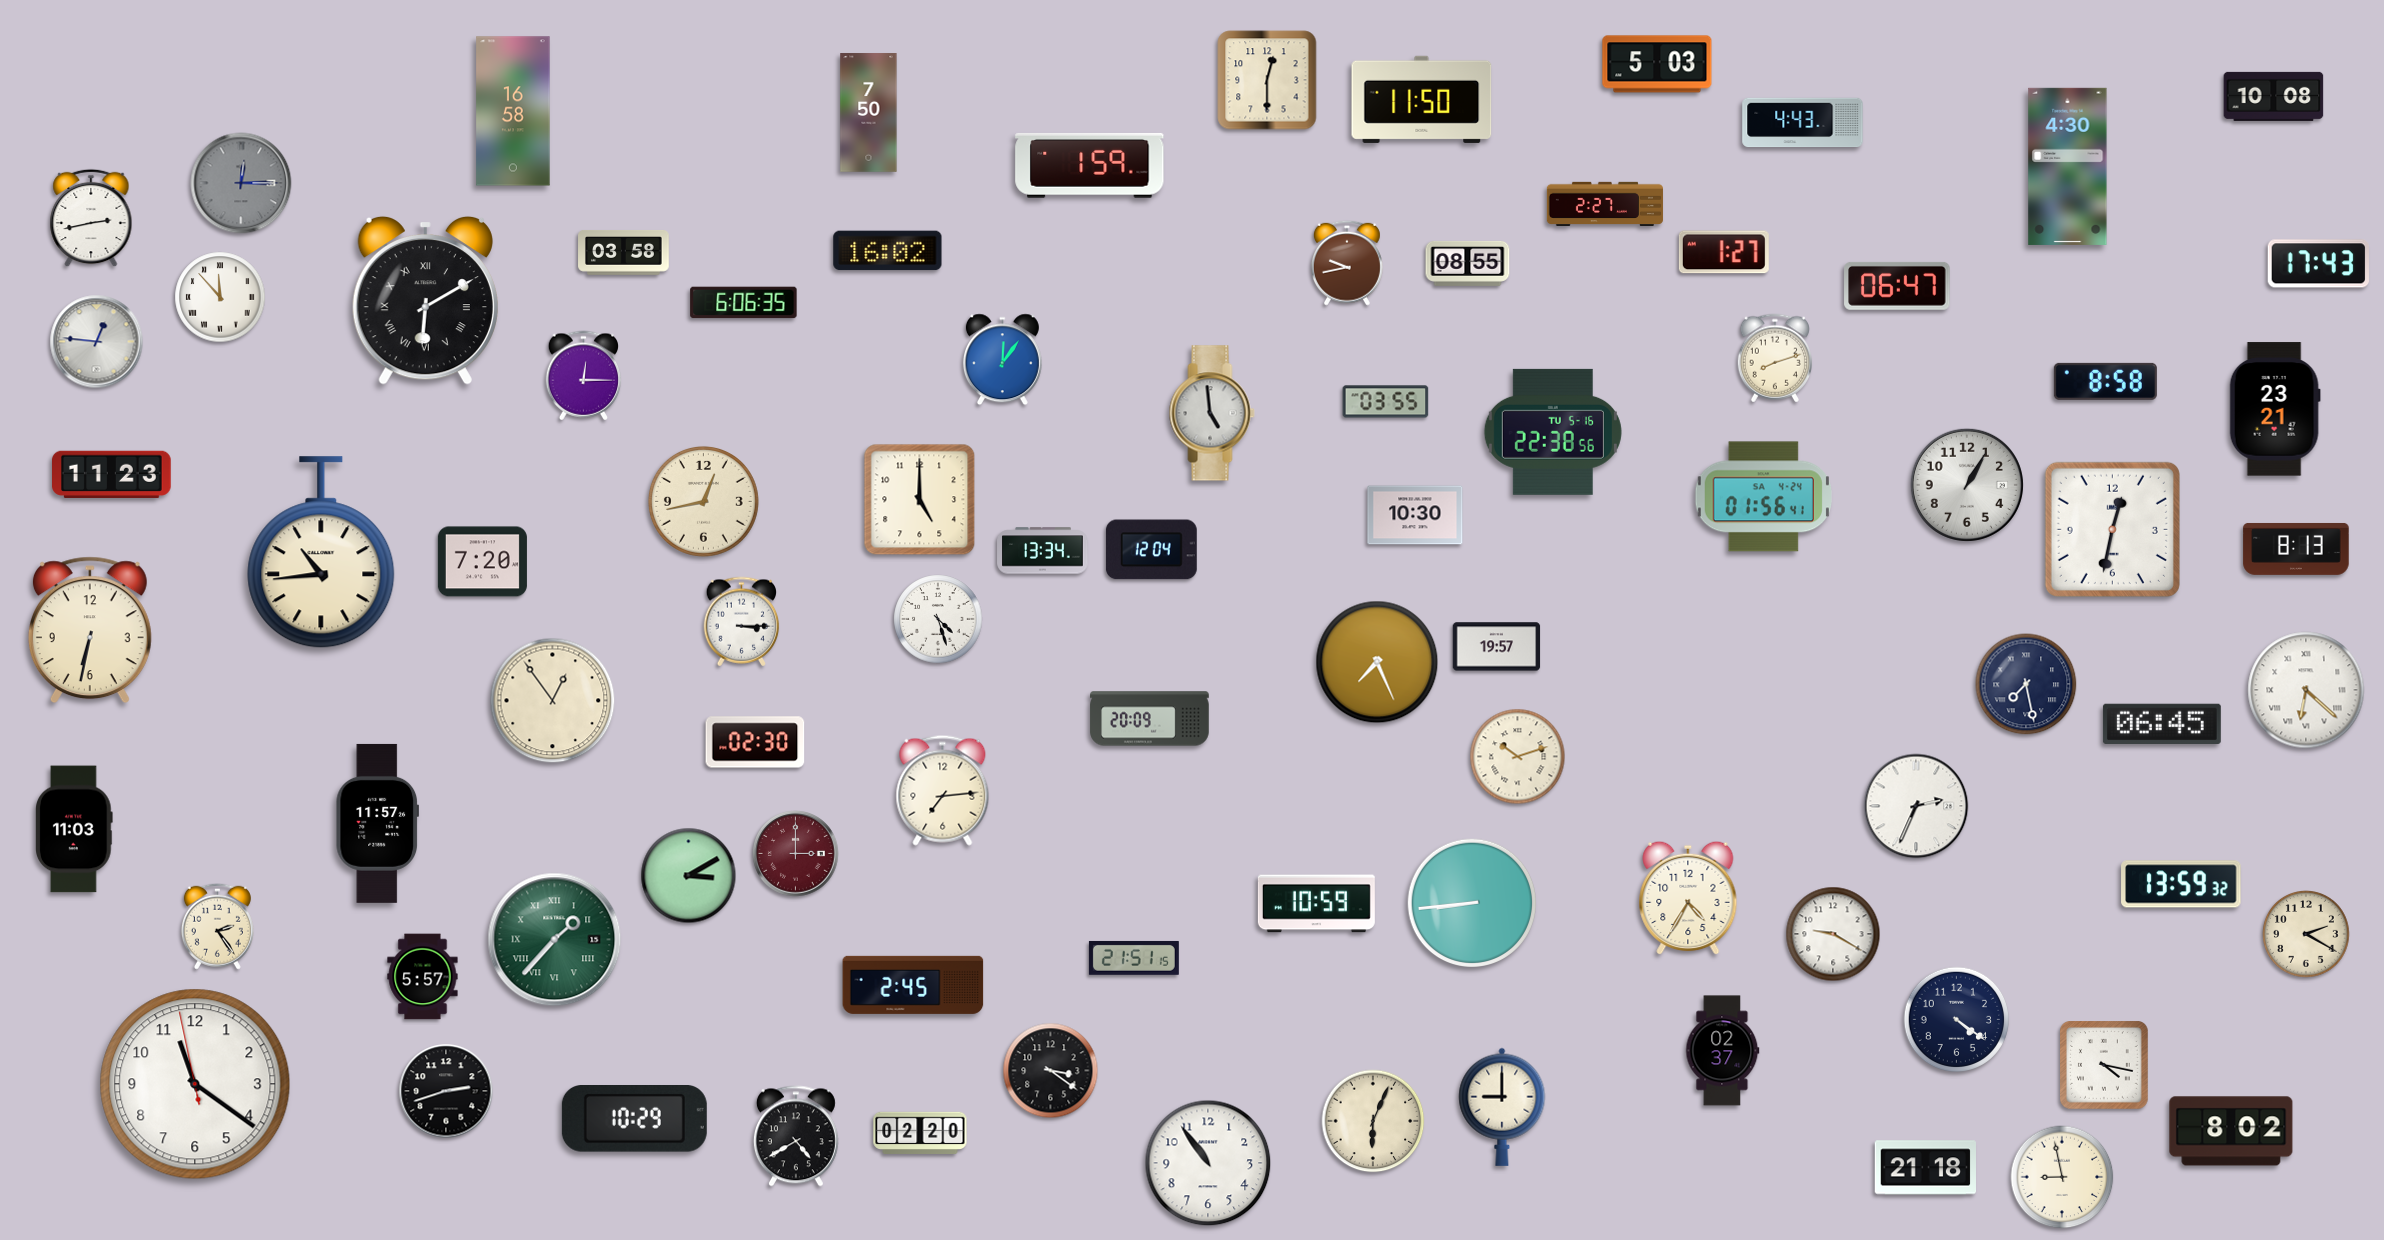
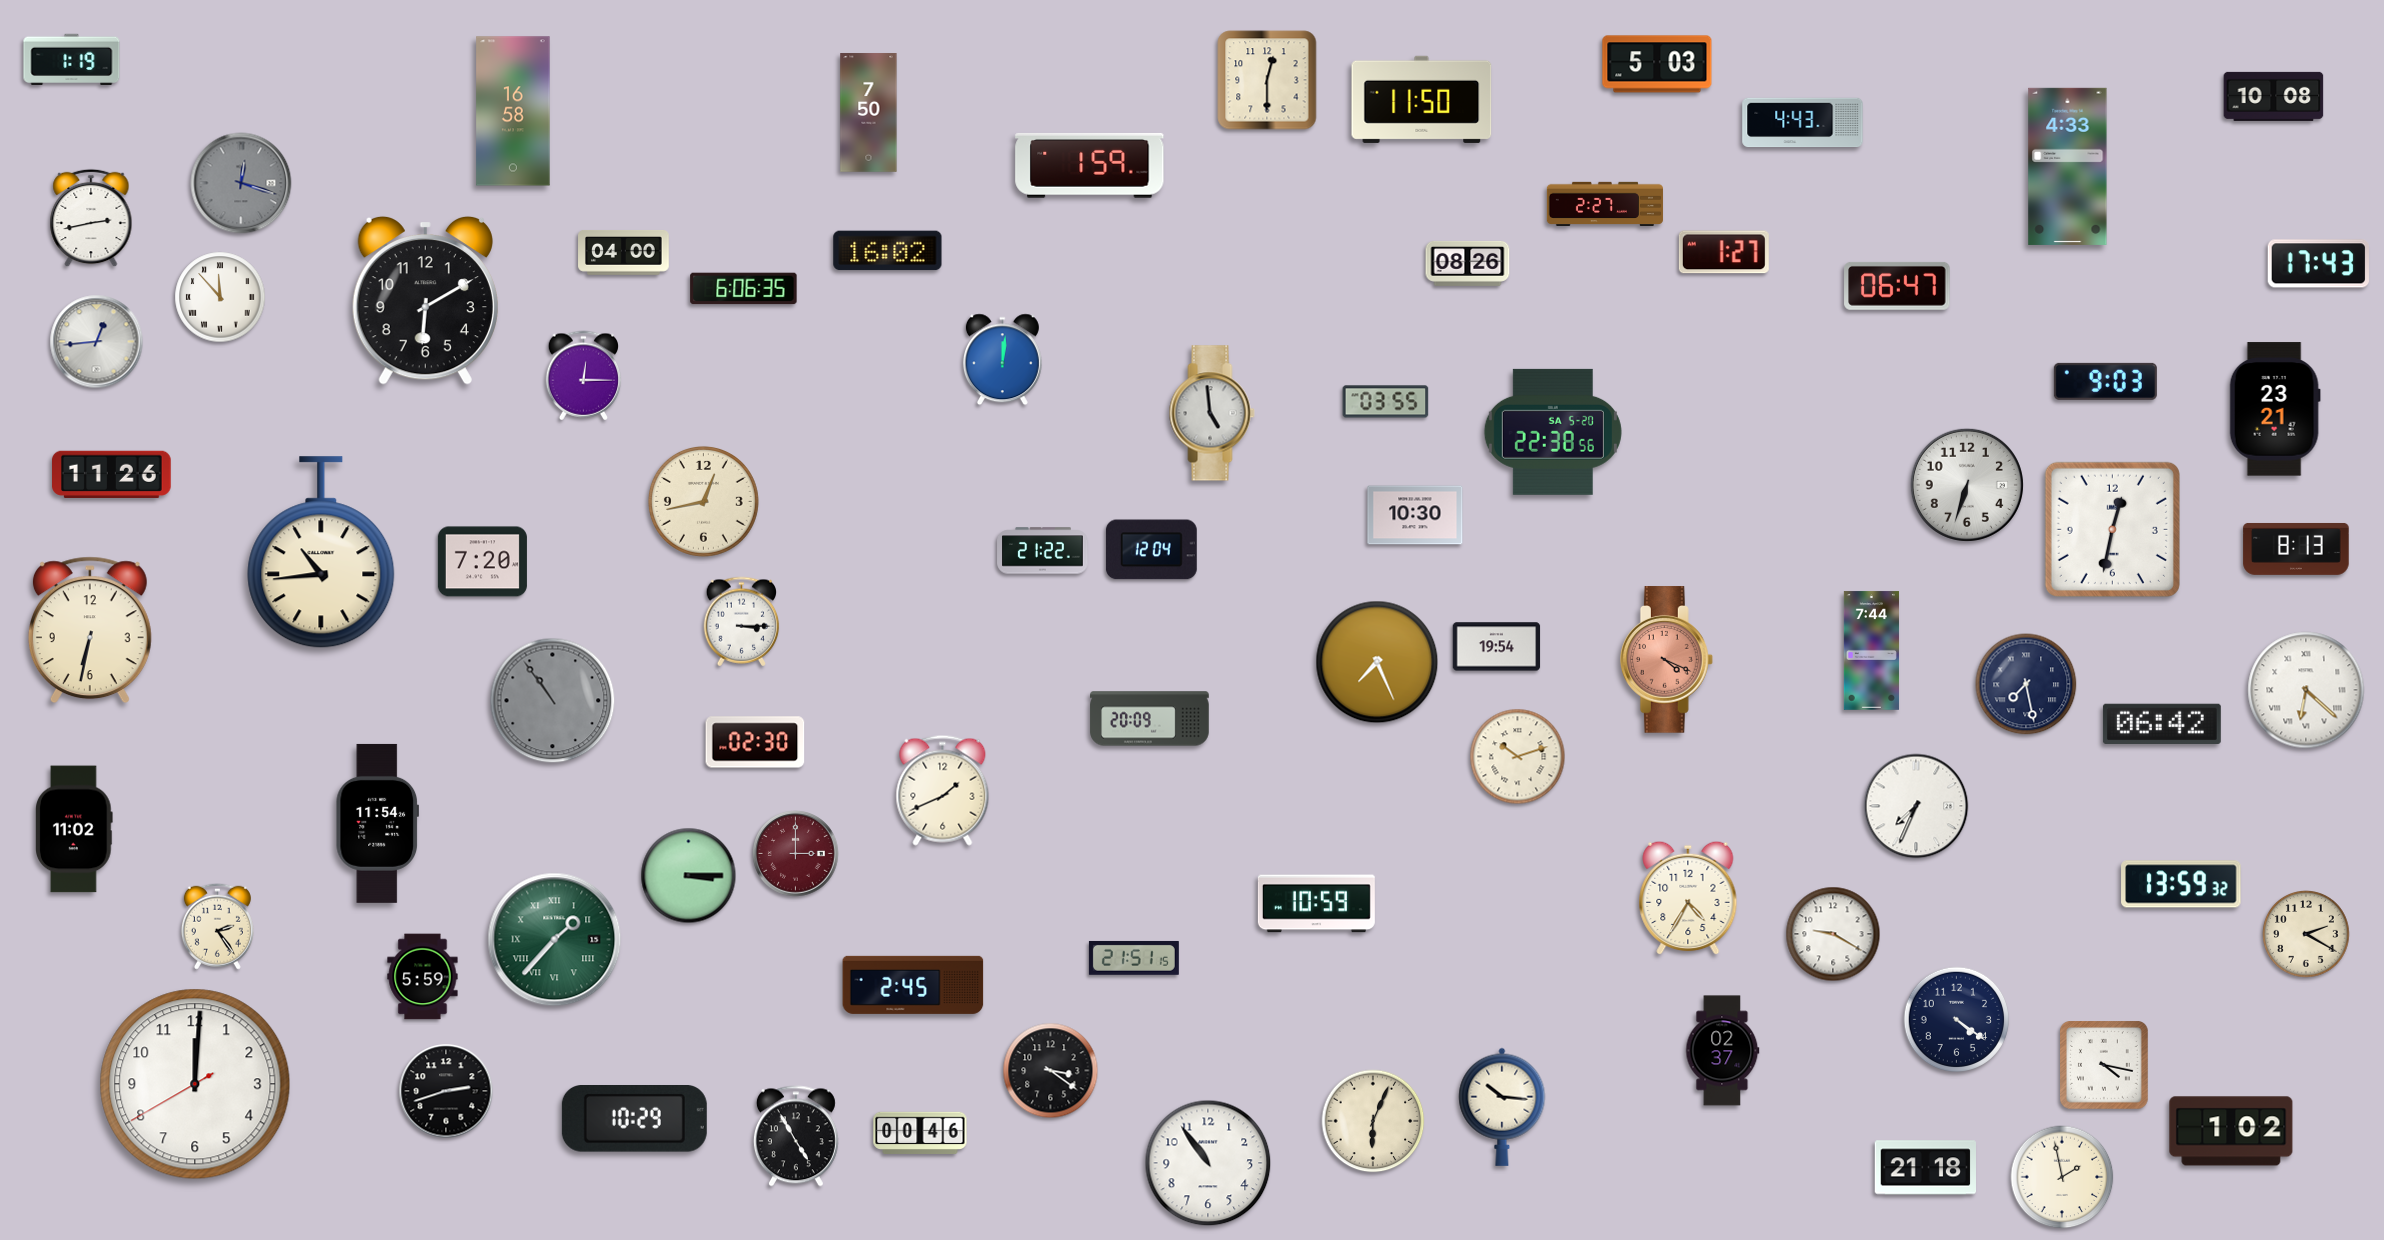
clock at (72, 59): none -> 1:19
clock at (2068, 166): 4:30 -> 4:33
clock at (241, 183): 12:15 -> 12:18
clock at (624, 252): 03:58 -> 04:00
clock at (1347, 263): 9:43 -> none
clock at (1468, 263): 08:55 -> 08:26
clock at (425, 300) numerals: Roman -> Arabic
clock at (744, 303) position: (744, 303) -> (744, 289)
clock at (97, 342): 12:46 -> 12:44
clock at (1774, 358): 8:12 -> none
clock at (1002, 360): 12:06 -> 12:01
clock at (2105, 381): 8:58 -> 9:03
clock at (1553, 432) date: TU 5-16 -> SA 5-20
clock at (112, 474): 11:23 -> 11:26
clock at (1967, 485): 1:05 -> 6:33
clock at (1763, 497): 01:56 -> none
clock at (920, 500): 5:00 -> none
clock at (1043, 551): 13:34 -> 21:22
clock at (938, 619): 4:27 -> none
clock at (1497, 647): 19:57 -> 19:54
clock at (1871, 651): none -> 7:44
clock at (1666, 660): none -> 4:19
clock at (553, 701): 12:54 -> 10:54
clock at (553, 701) dial: cream -> grey
clock at (2162, 724): 06:45 -> 06:42
clock at (943, 790): 7:14 -> 1:41
clock at (1916, 806): 2:34 -> 7:34
clock at (377, 823): 11:57 -> 11:54
clock at (75, 829): 11:03 -> 11:02
clock at (689, 876): 3:10 -> 3:15
clock at (1471, 902): 8:44 -> none
clock at (423, 977): 5:57 -> 5:59
clock at (195, 1084): 11:20 -> 12:00
clock at (1502, 1107): 9:00 -> 10:16
clock at (2231, 1131): 8:02 -> 1:02
clock at (920, 1132): 02:20 -> 00:46
clock at (796, 1136): 4:40 -> 4:55
clock at (2062, 1177): 8:58 -> 1:58
